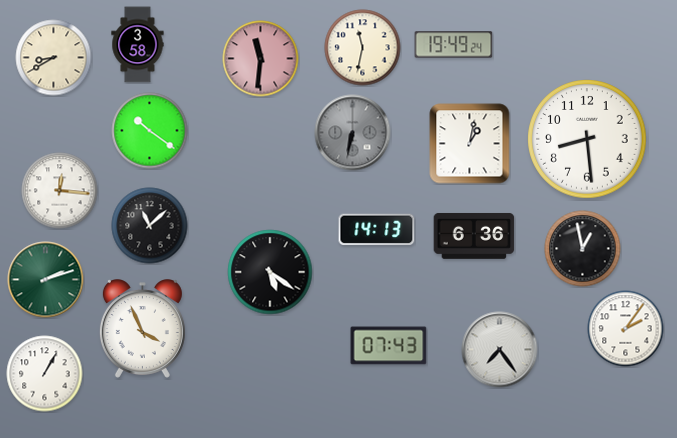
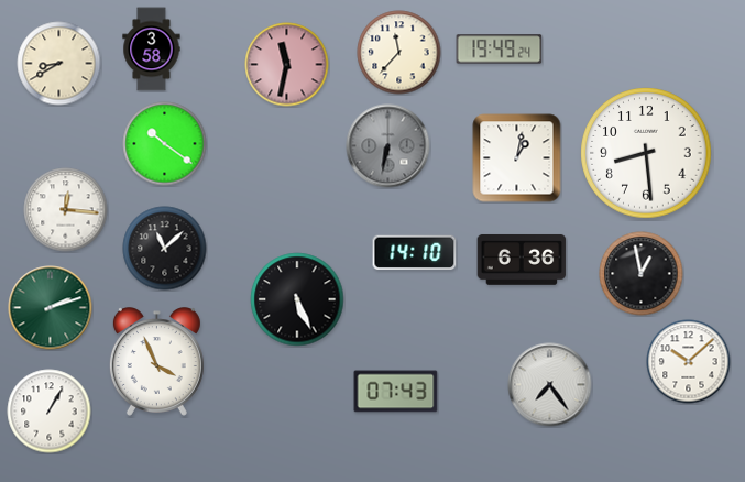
clock at (363, 48): 11:32 -> 11:37
clock at (261, 59): 11:31 -> 11:32
clock at (377, 230): 14:13 -> 14:10
clock at (270, 272): 5:21 -> 5:26
clock at (626, 329): 2:06 -> 10:08
clock at (389, 346) position: (389, 346) -> (396, 392)
